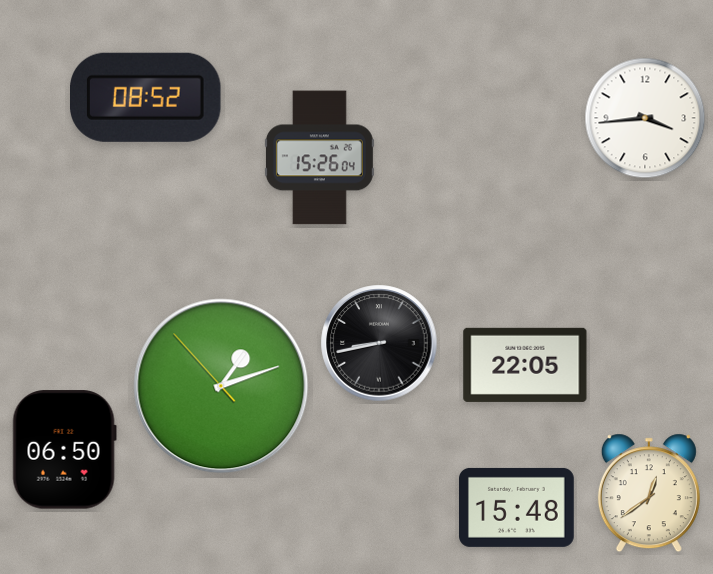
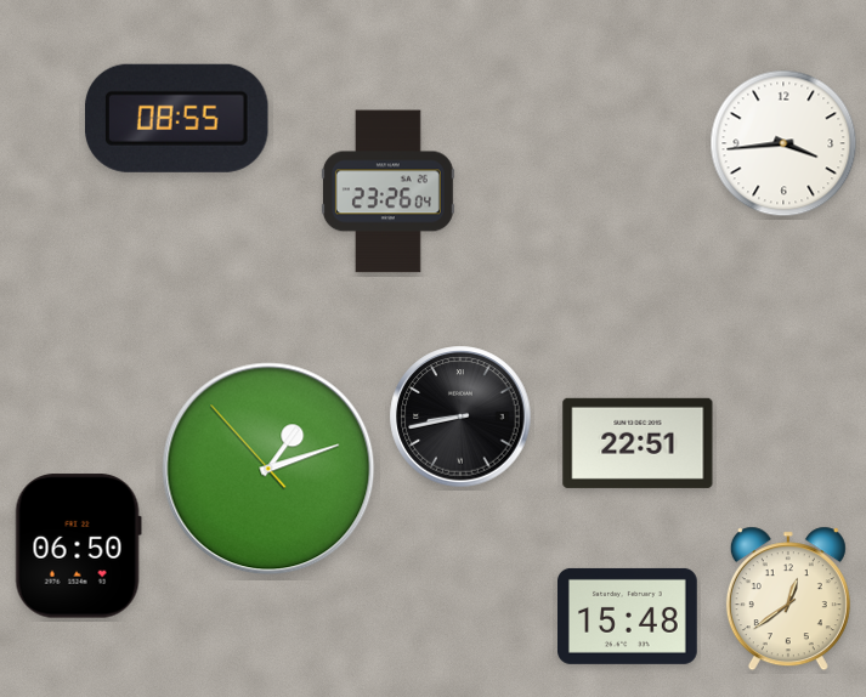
clock at (146, 97): 08:52 -> 08:55
clock at (319, 158): 15:26 -> 23:26
clock at (525, 365): 22:05 -> 22:51
